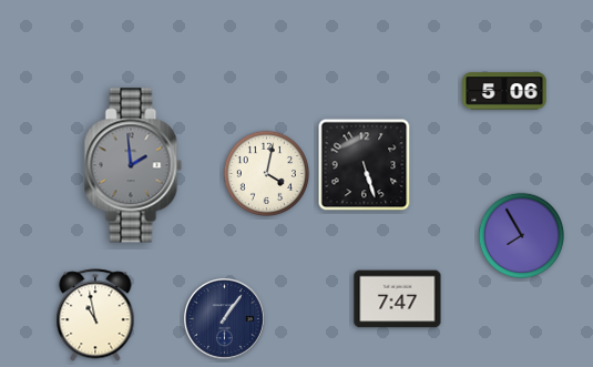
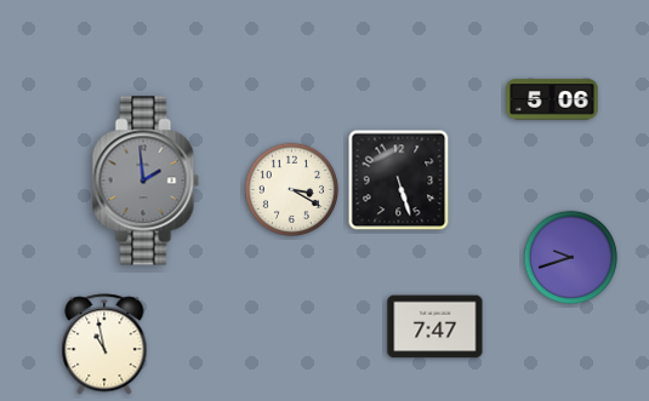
clock at (266, 173): 4:02 -> 3:20
clock at (521, 235): 7:55 -> 9:42
clock at (224, 318): 1:06 -> none
